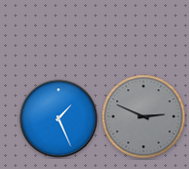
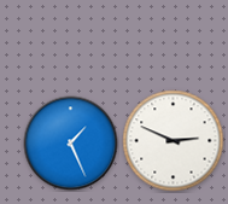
clock at (144, 117) dial: grey -> white
